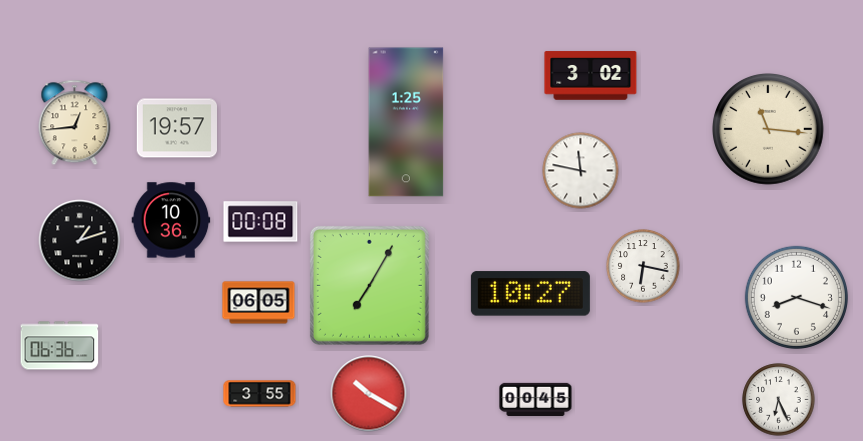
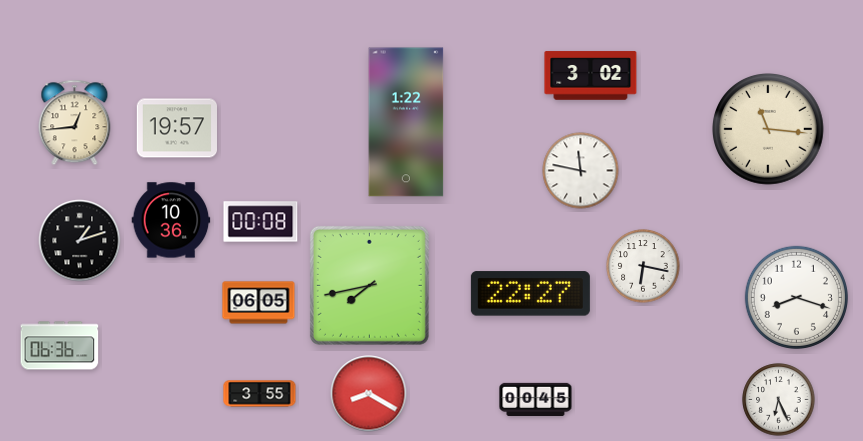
clock at (406, 122): 1:25 -> 1:22
clock at (369, 285): 7:05 -> 7:43
clock at (530, 294): 10:27 -> 22:27
clock at (369, 394): 10:20 -> 8:20
